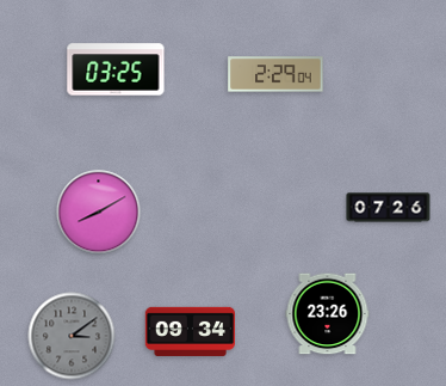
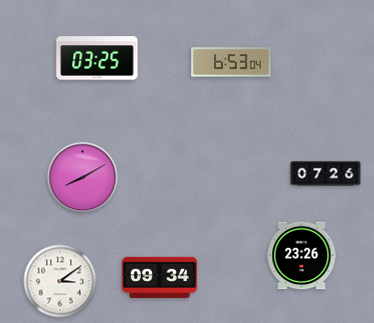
clock at (275, 74): 2:29 -> 6:53
clock at (328, 314) position: (328, 314) -> (302, 256)
clock at (72, 336) dial: grey -> white
